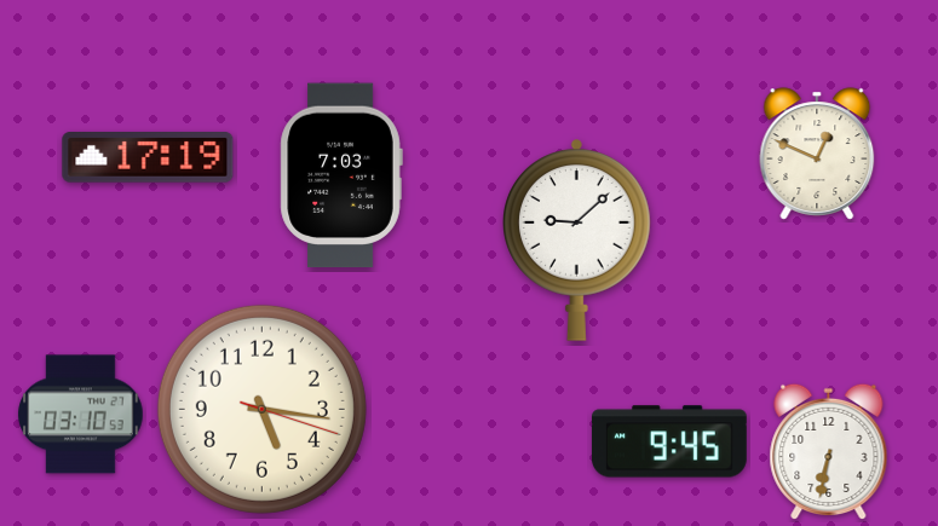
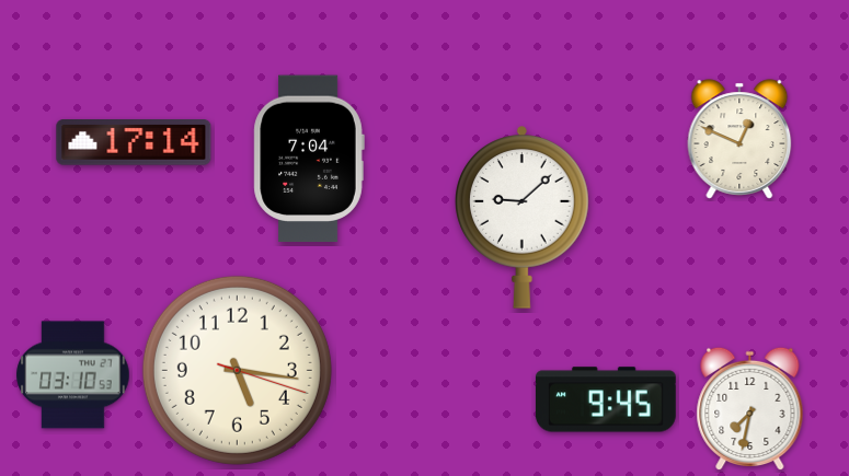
clock at (148, 158): 17:19 -> 17:14
clock at (341, 175): 7:03 -> 7:04
clock at (829, 452): 6:32 -> 7:32
